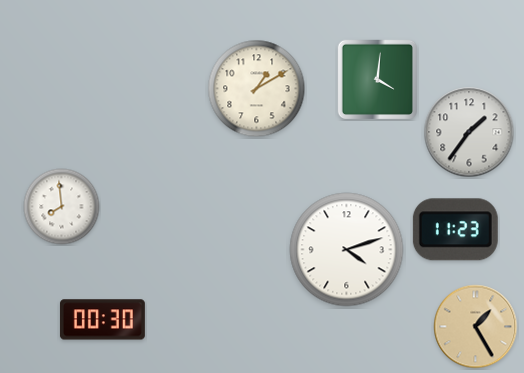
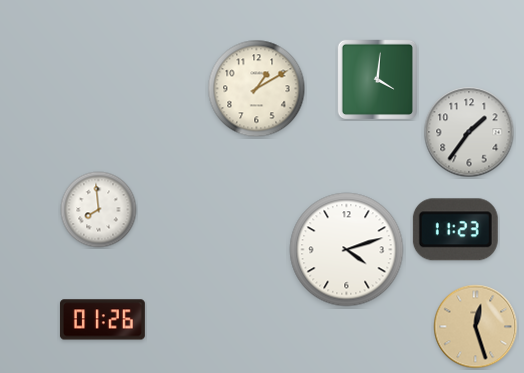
clock at (62, 207) position: (62, 207) -> (99, 210)
clock at (102, 320): 00:30 -> 01:26
clock at (476, 327): 1:25 -> 12:27
